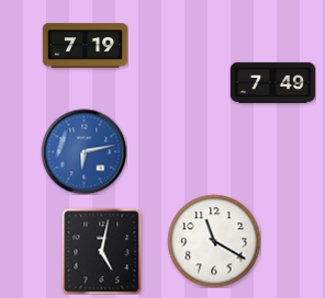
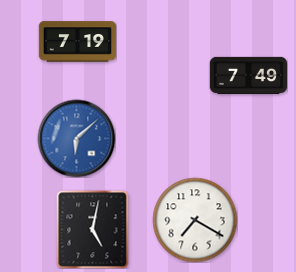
clock at (83, 151): 6:13 -> 6:08
clock at (214, 241): 11:20 -> 7:20
